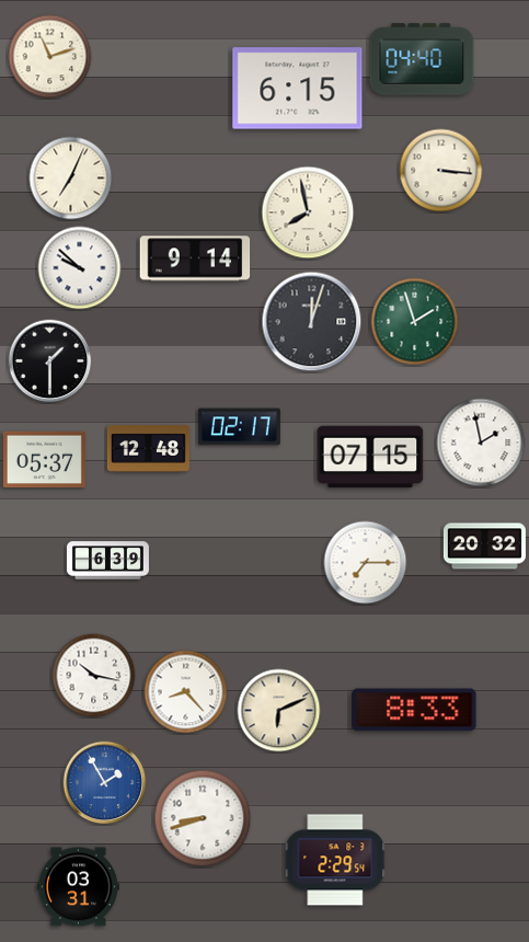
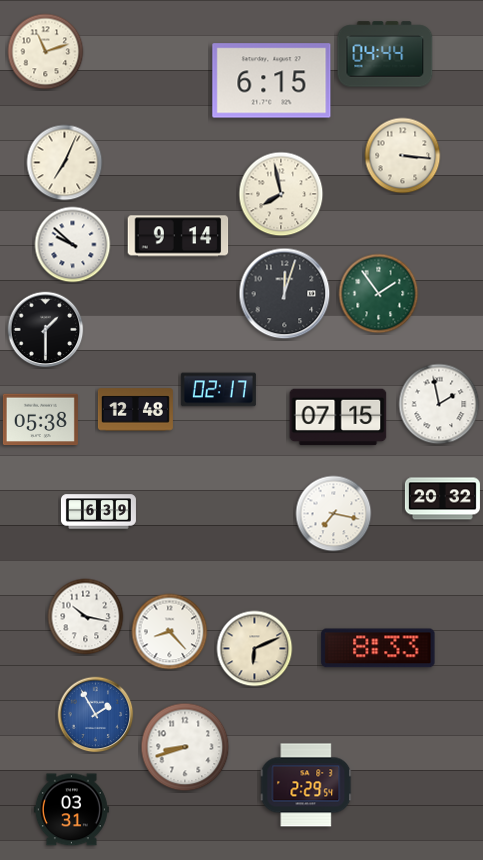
clock at (422, 59): 04:40 -> 04:44
clock at (415, 322): 1:57 -> 1:54
clock at (44, 460): 05:37 -> 05:38
clock at (366, 563): 7:15 -> 7:17
